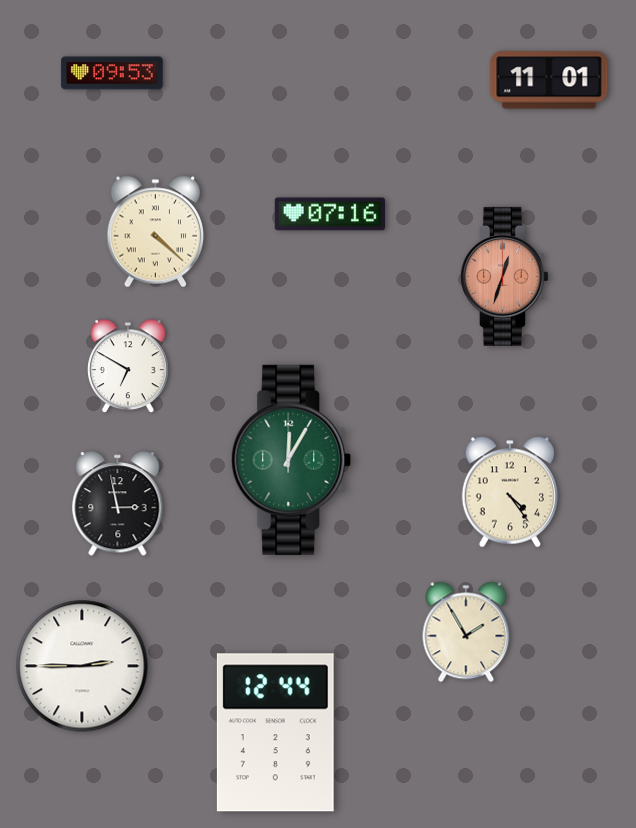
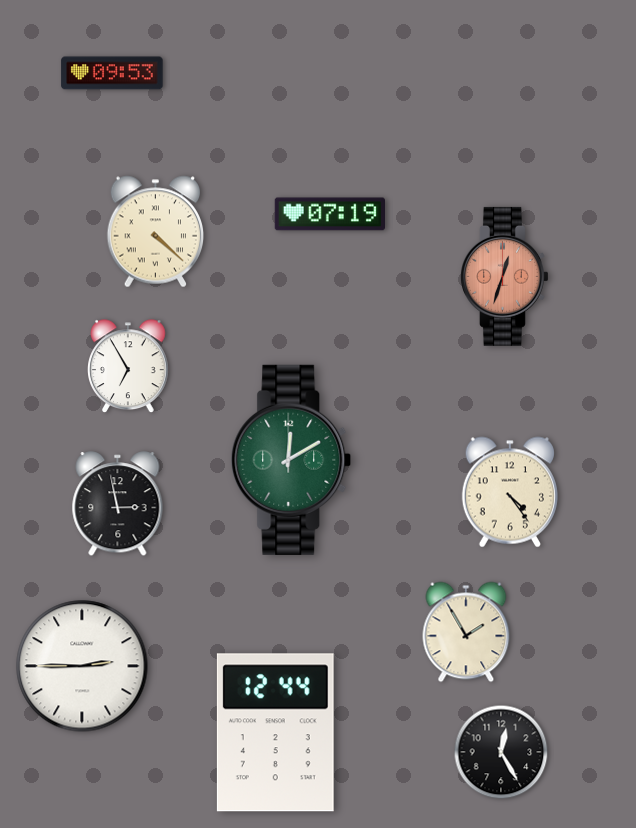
clock at (549, 80): 11:01 -> none
clock at (329, 214): 07:16 -> 07:19
clock at (129, 367): 6:50 -> 6:55
clock at (291, 460): 12:05 -> 12:10
clock at (501, 752): none -> 12:25
